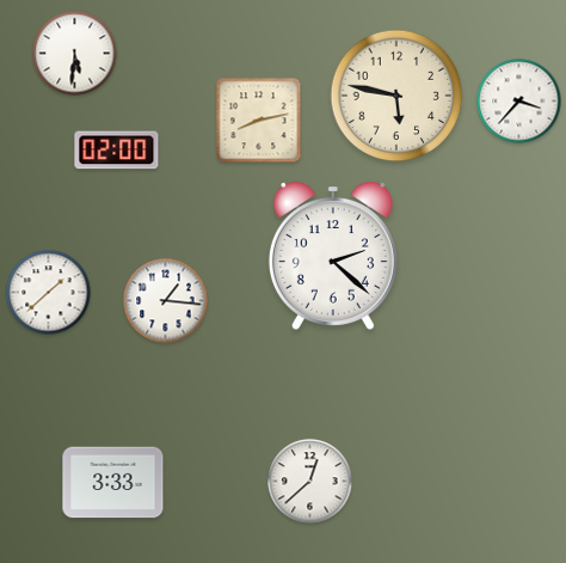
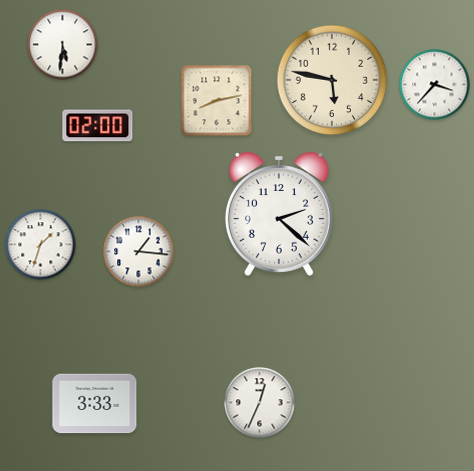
clock at (49, 293): 1:38 -> 1:33
clock at (310, 482): 12:38 -> 12:34
